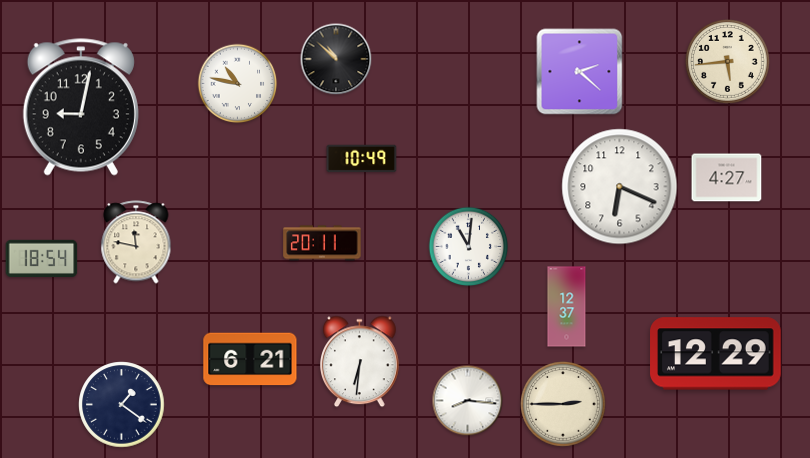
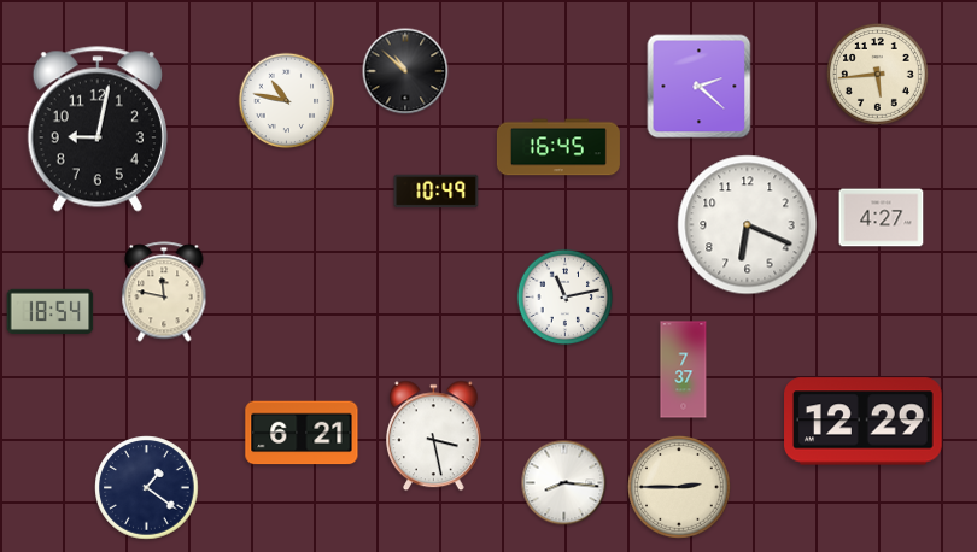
clock at (558, 147): none -> 16:45
clock at (727, 178) position: (727, 178) -> (882, 218)
clock at (322, 243): 20:11 -> none
clock at (469, 247): 11:01 -> 11:13
clock at (567, 307): 12:37 -> 7:37
clock at (716, 354) position: (716, 354) -> (864, 422)
clock at (360, 362): 6:31 -> 3:28
